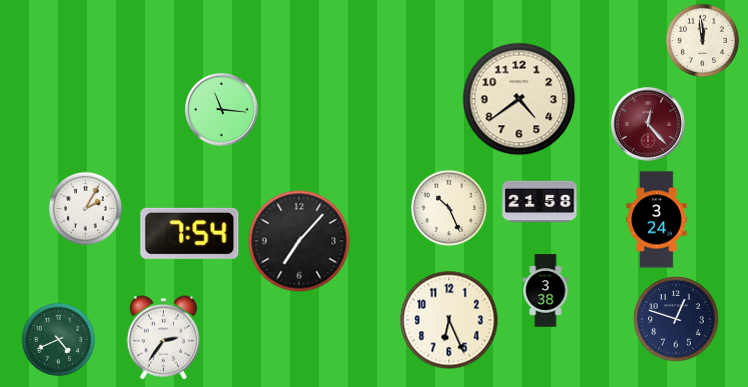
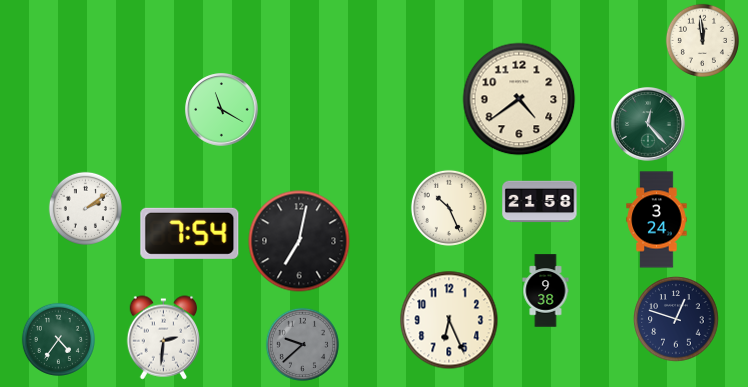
clock at (222, 110): 11:16 -> 11:20
clock at (648, 124) dial: burgundy -> green
clock at (85, 208): 2:05 -> 2:09
clock at (299, 241): 7:07 -> 7:02
clock at (546, 291): 3:38 -> 9:38
clock at (163, 338): 2:36 -> 2:31
clock at (58, 339): 4:41 -> 4:36
clock at (302, 344): none -> 9:38
